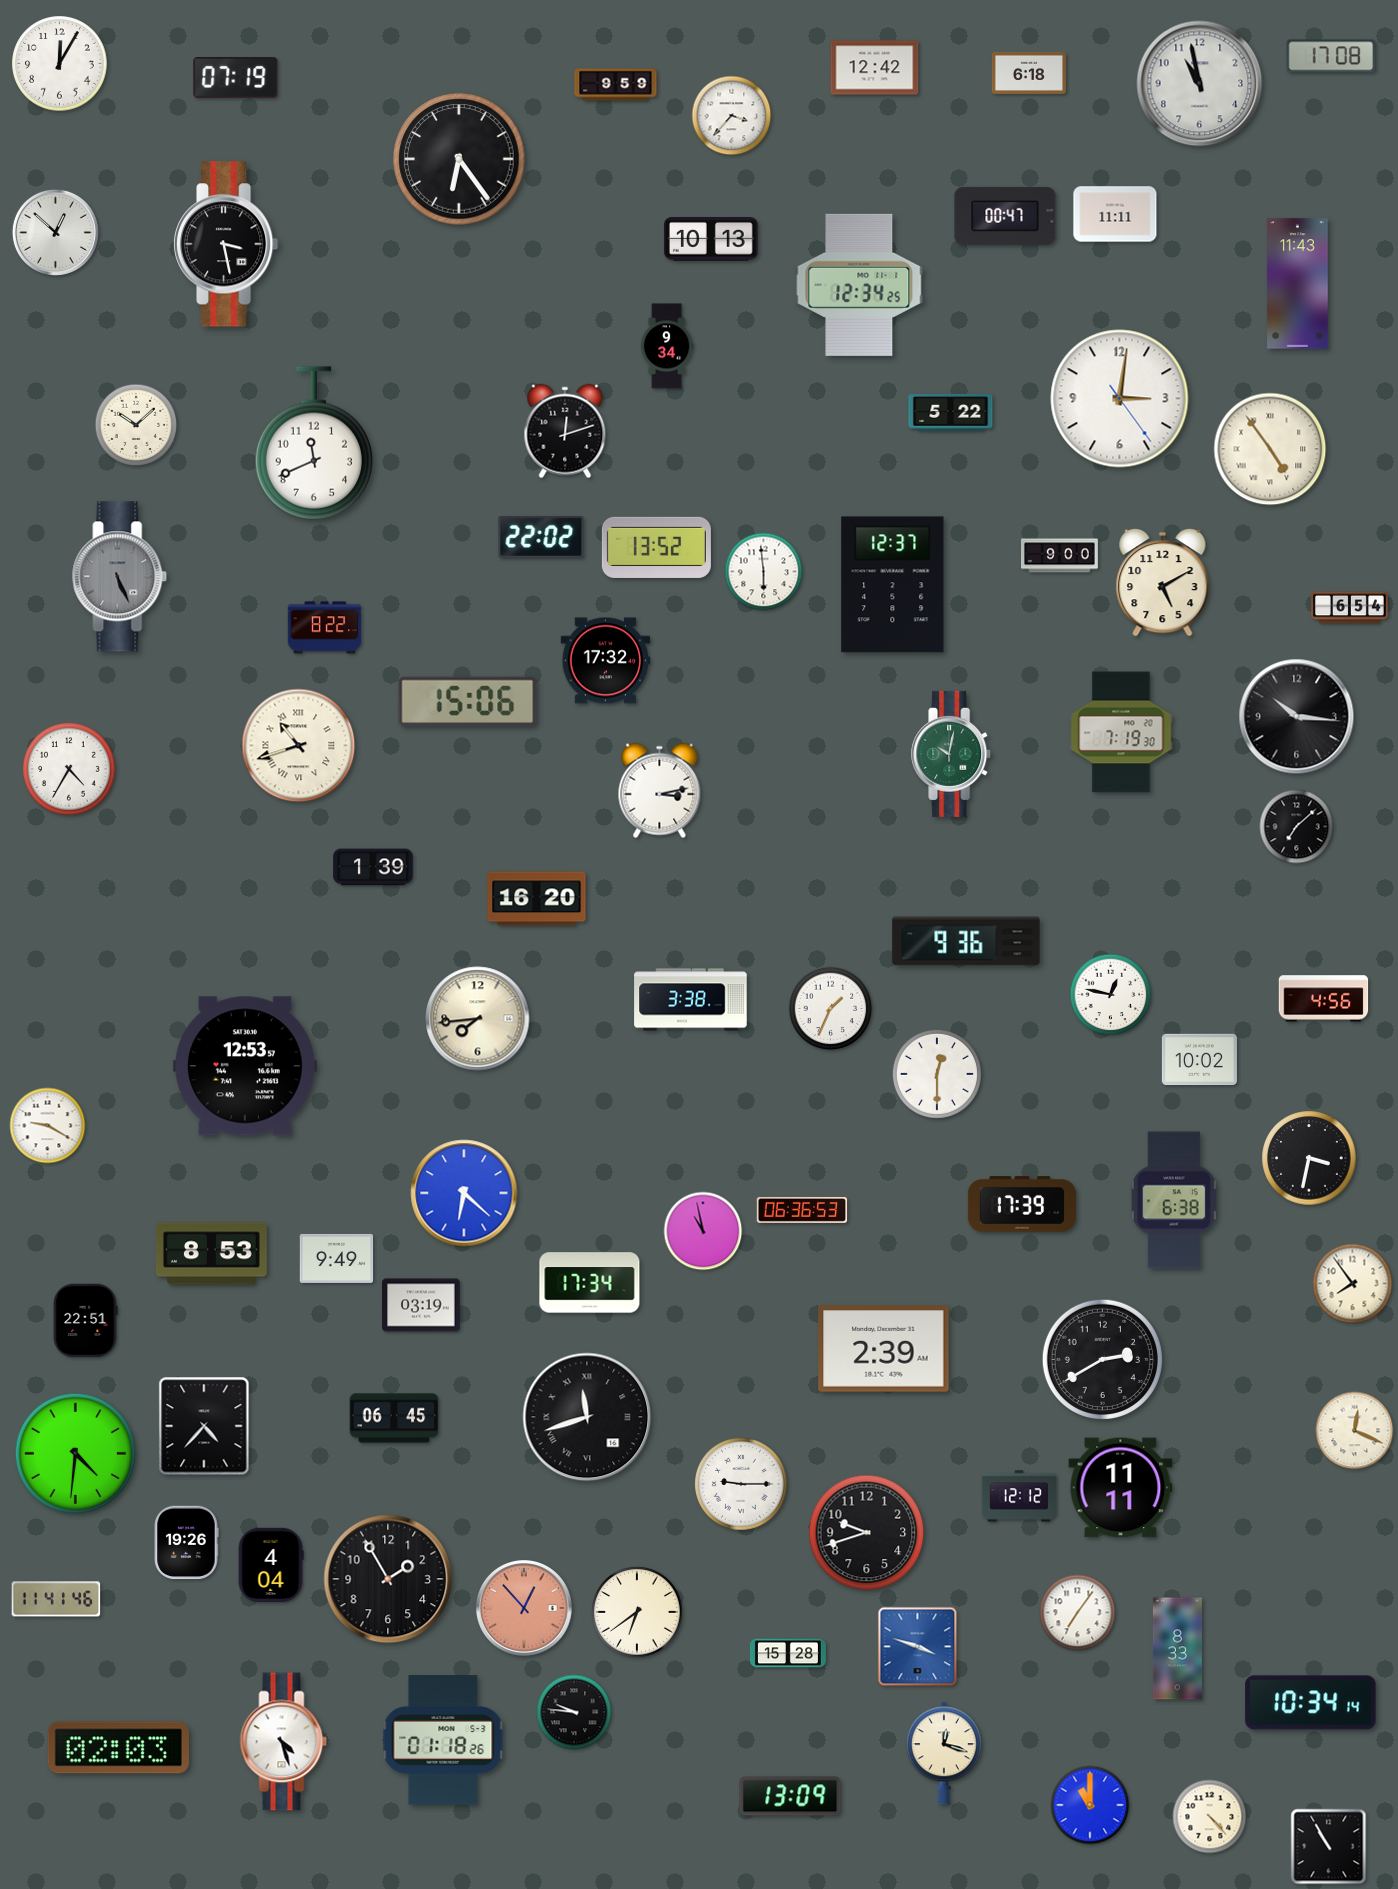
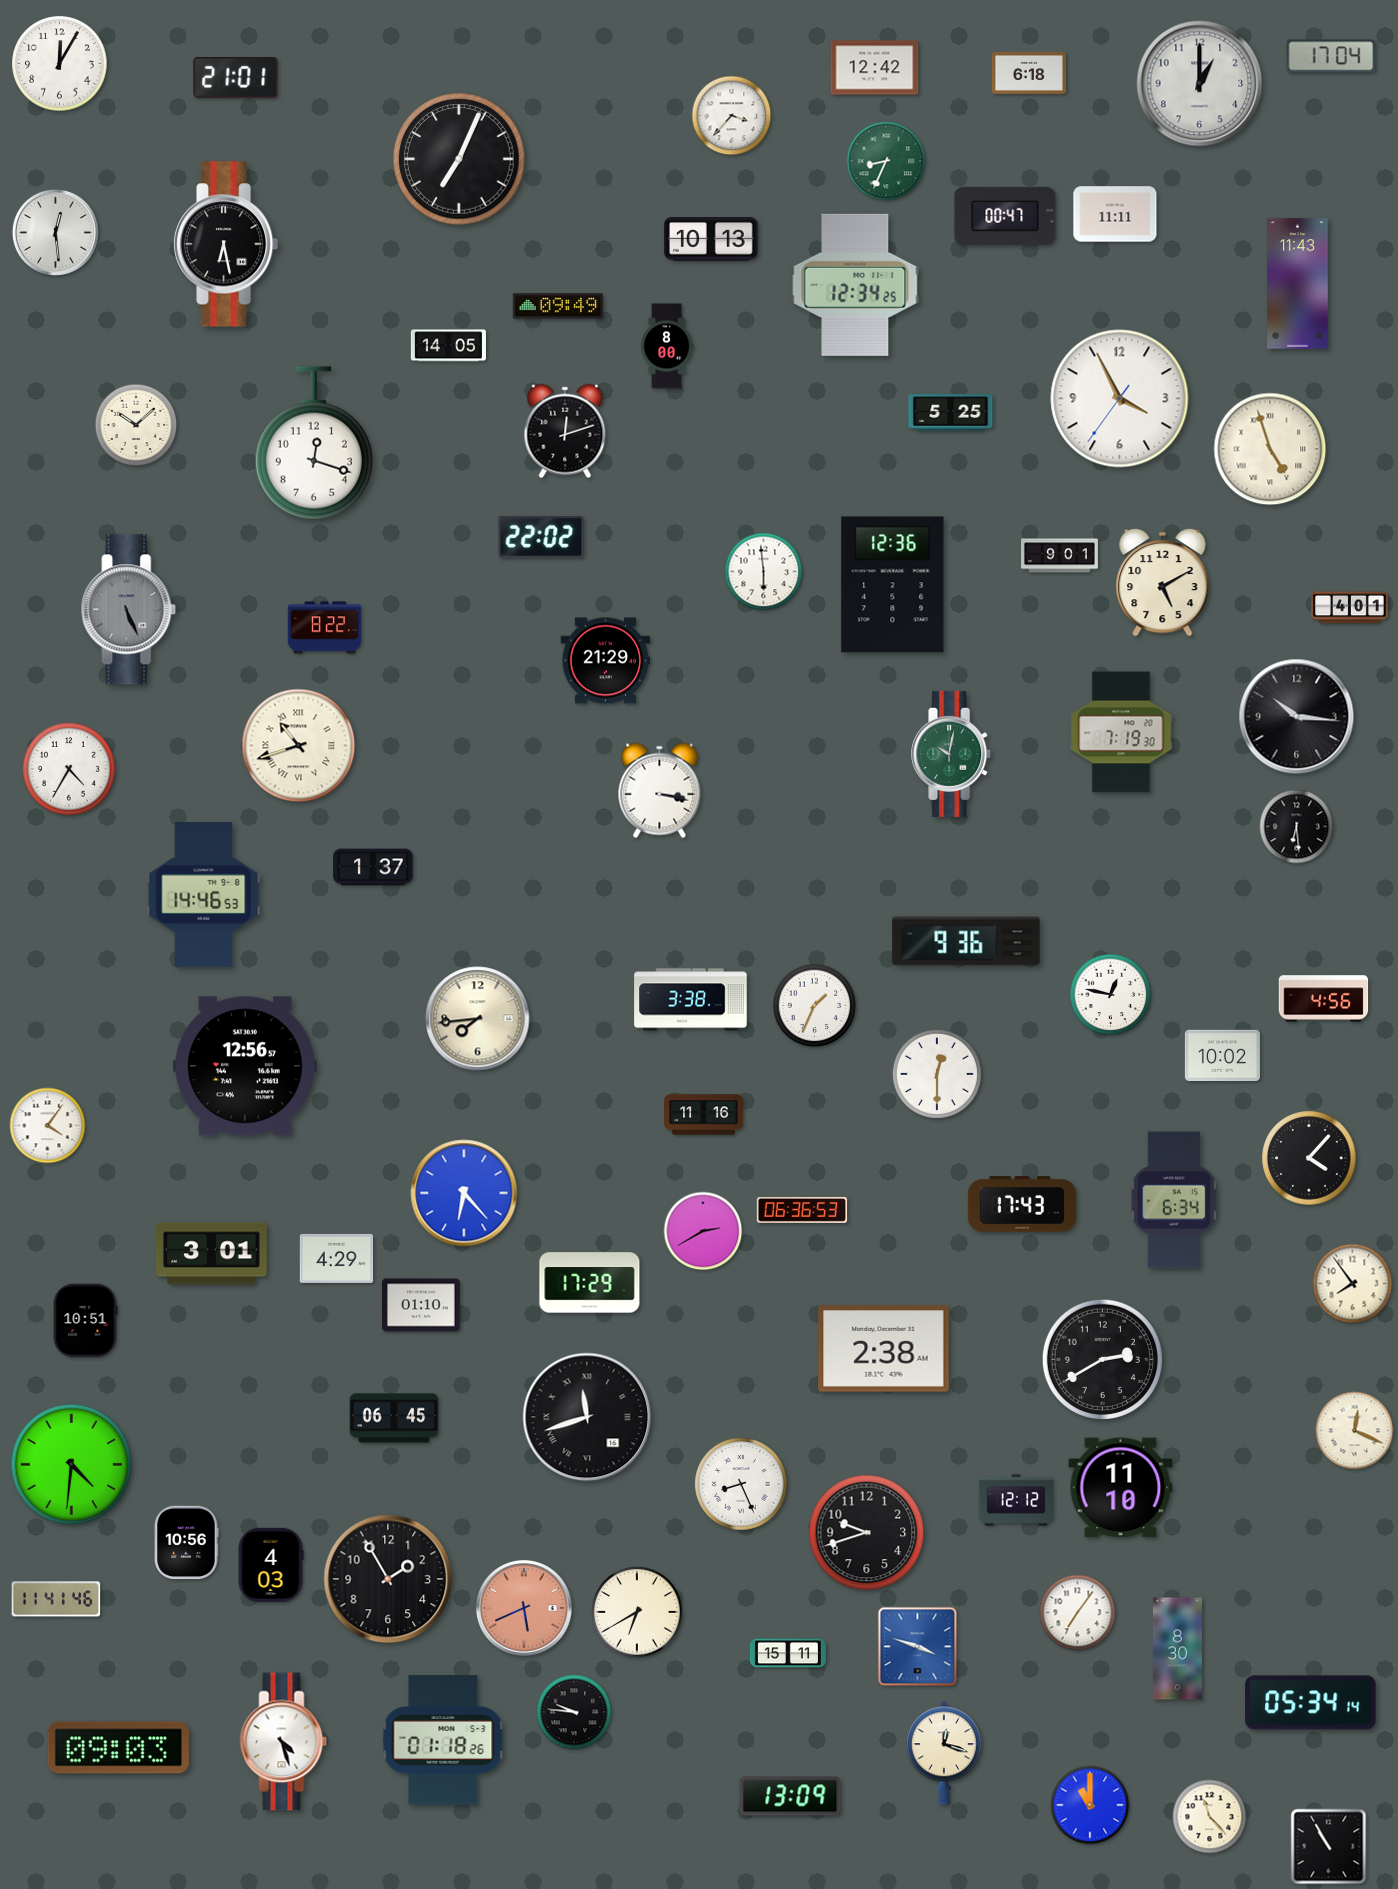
clock at (1331, 56): 17:08 -> 17:04
clock at (236, 78): 07:19 -> 21:01
clock at (1200, 84): 10:58 -> 1:00
clock at (616, 85): 9:59 -> none
clock at (459, 159): 6:24 -> 7:04
clock at (886, 161): none -> 8:34
clock at (55, 232): 12:52 -> 12:29
clock at (226, 244): 3:28 -> 6:28
clock at (859, 285) position: (859, 285) -> (855, 285)
clock at (558, 306): none -> 09:49
clock at (448, 346): none -> 14:05
clock at (667, 346): 9:34 -> 8:00
clock at (1120, 399): 3:01 -> 3:55
clock at (951, 413): 5:22 -> 5:25
clock at (314, 443): 11:41 -> 12:18
clock at (1270, 449): 4:54 -> 4:57
clock at (656, 547): 13:52 -> none
clock at (1060, 556): 9:00 -> 9:01
clock at (120, 577) position: (120, 577) -> (129, 610)
clock at (893, 585): 12:37 -> 12:36
clock at (1350, 608): 6:54 -> 4:01
clock at (606, 661): 17:32 -> 21:29
clock at (468, 702): 15:06 -> none
clock at (660, 791): 3:13 -> 3:17
clock at (1297, 827): 7:08 -> 6:29
clock at (373, 867): 1:39 -> 1:37
clock at (204, 895): none -> 14:46
clock at (537, 899): 16:20 -> none
clock at (831, 1009) position: (831, 1009) -> (815, 1006)
clock at (1199, 1060) position: (1199, 1060) -> (1222, 1056)
clock at (245, 1066): 12:53 -> 12:56
clock at (704, 1115): none -> 11:16
clock at (48, 1126): 9:20 -> 4:06
clock at (1309, 1158): 3:32 -> 4:07
clock at (464, 1193): 6:22 -> 6:23
clock at (1174, 1200): 6:38 -> 6:34
clock at (1022, 1204): 17:39 -> 17:43
clock at (703, 1231): 10:58 -> 2:40
clock at (211, 1254): 8:53 -> 3:01
clock at (337, 1258): 9:49 -> 4:29
clock at (590, 1283): 17:34 -> 17:29
clock at (421, 1305): 03:19 -> 01:10
clock at (85, 1321): 22:51 -> 10:51
clock at (884, 1349): 2:39 -> 2:38
clock at (204, 1426): 4:37 -> none
clock at (75, 1453) position: (75, 1453) -> (71, 1464)
clock at (742, 1485): 9:15 -> 8:26
clock at (1121, 1488): 11:11 -> 11:10
clock at (1018, 1496) position: (1018, 1496) -> (1015, 1500)
clock at (186, 1543): 19:26 -> 10:56
clock at (271, 1564): 4:04 -> 4:03
clock at (524, 1608): 12:53 -> 5:41
clock at (637, 1612): 6:39 -> 6:40
clock at (1177, 1649): 8:33 -> 8:30
clock at (788, 1653): 15:28 -> 15:11
clock at (1311, 1703): 10:34 -> 05:34
clock at (118, 1748): 02:03 -> 09:03
clock at (1210, 1817): 4:23 -> 11:23
